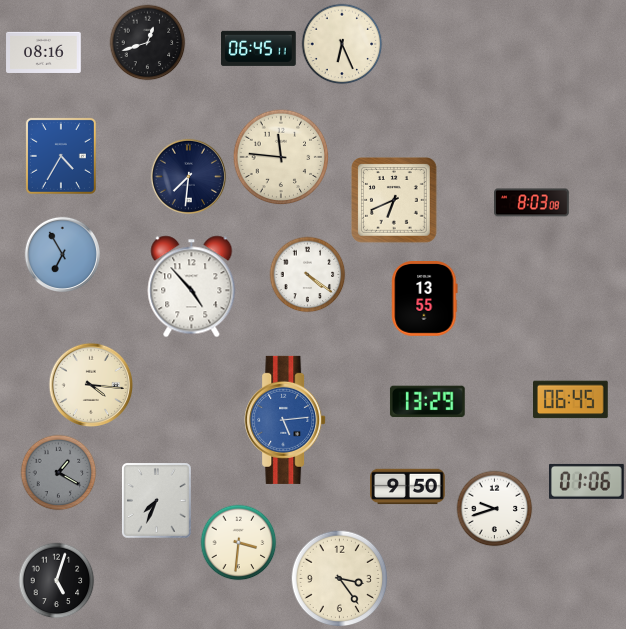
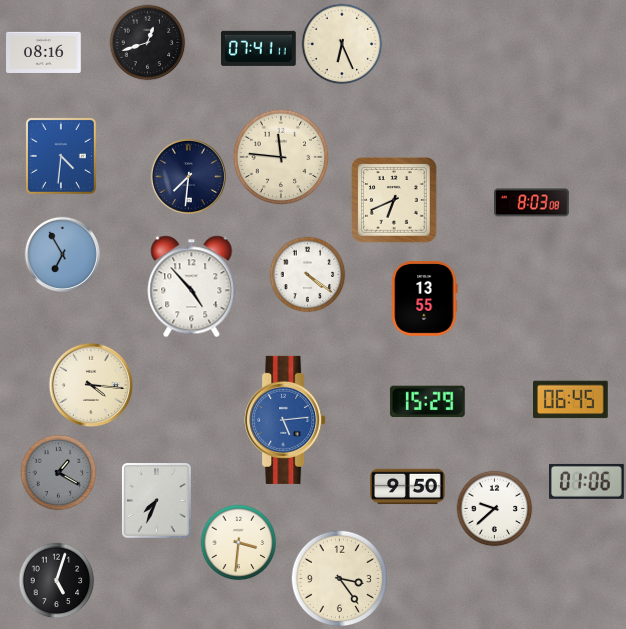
clock at (259, 48): 06:45 -> 07:41
clock at (61, 156): 4:35 -> 4:31
clock at (427, 402): 13:29 -> 15:29
clock at (495, 509): 9:42 -> 9:38
